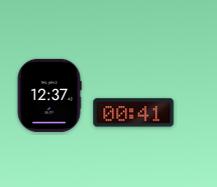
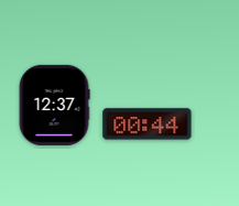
clock at (134, 113): 00:41 -> 00:44
